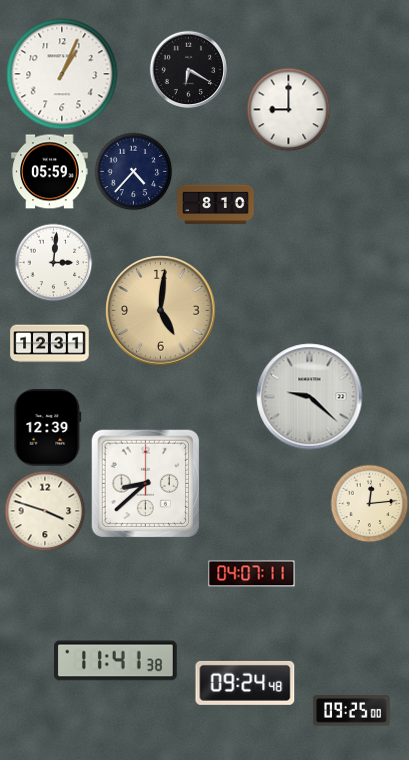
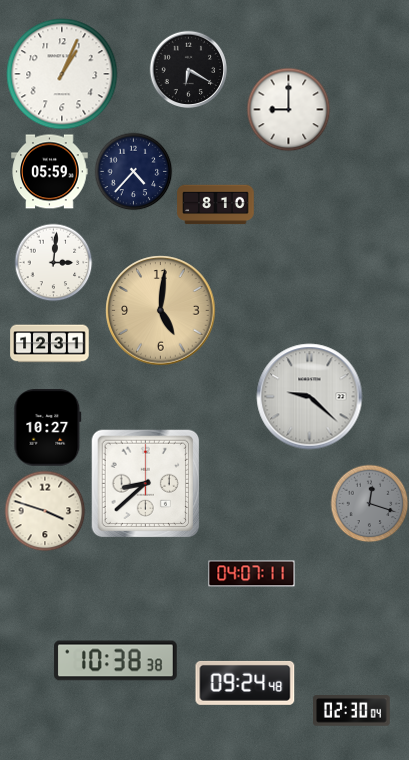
clock at (48, 428): 12:39 -> 10:27
clock at (369, 503): 12:14 -> 12:18
clock at (369, 503) dial: cream -> grey
clock at (116, 661): 11:41 -> 10:38
clock at (352, 711): 09:25 -> 02:30
